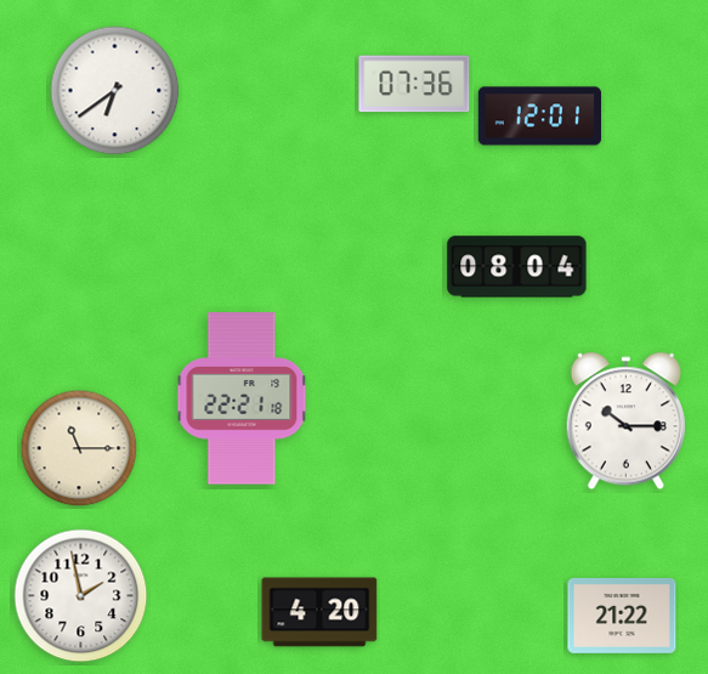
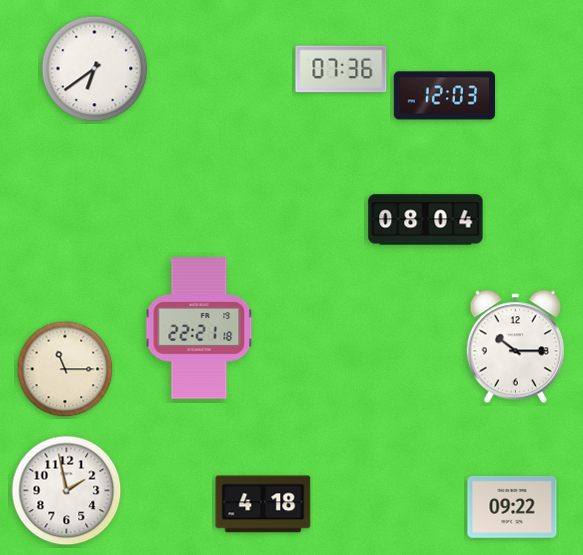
clock at (115, 91) position: (115, 91) -> (95, 69)
clock at (540, 117): 12:01 -> 12:03
clock at (319, 612): 4:20 -> 4:18
clock at (622, 616): 21:22 -> 09:22
